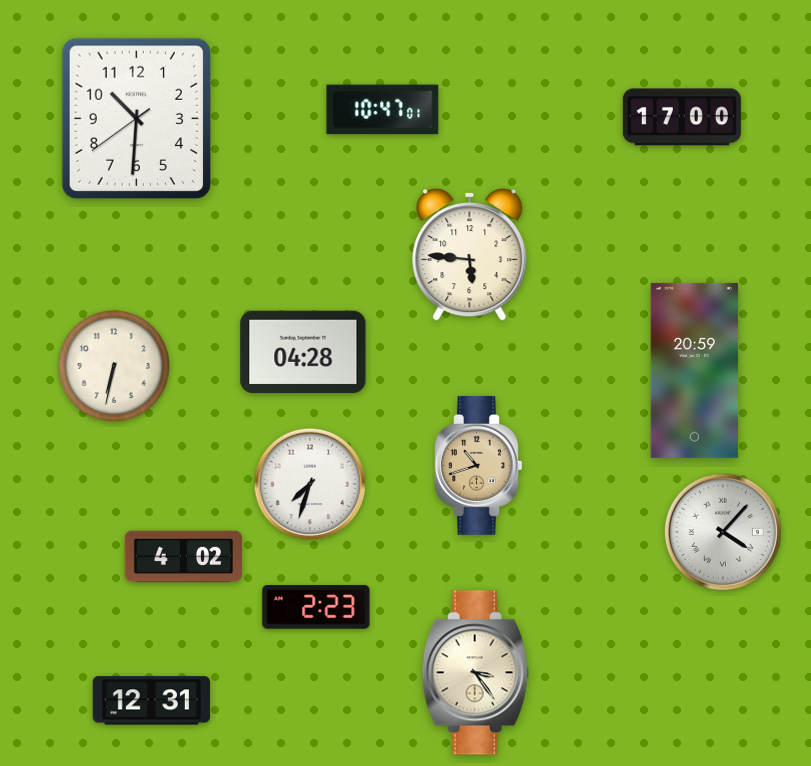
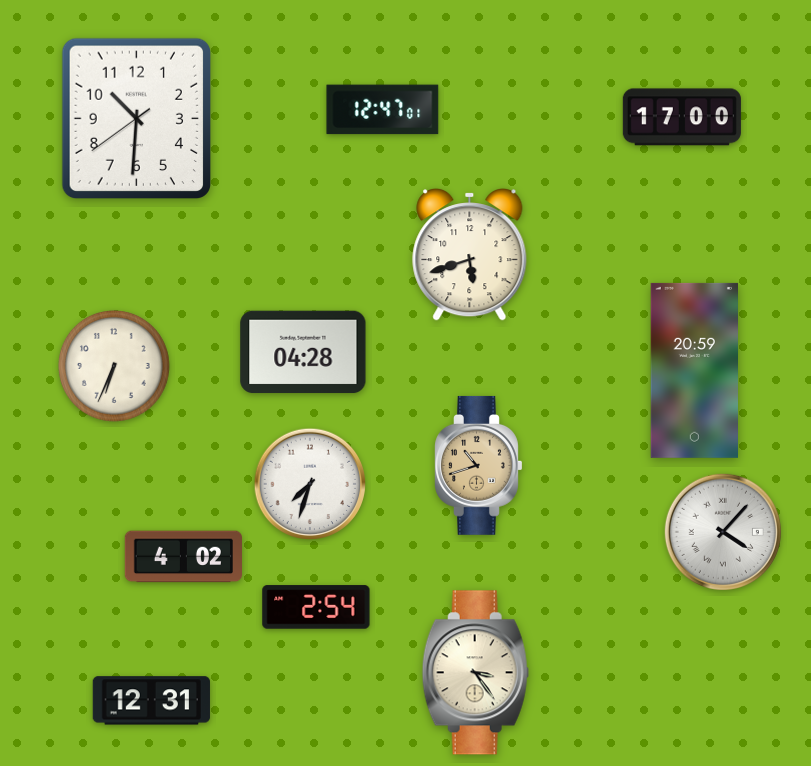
clock at (383, 110): 10:47 -> 12:47
clock at (470, 255): 5:46 -> 5:42
clock at (115, 367): 6:32 -> 6:34
clock at (316, 607): 2:23 -> 2:54
